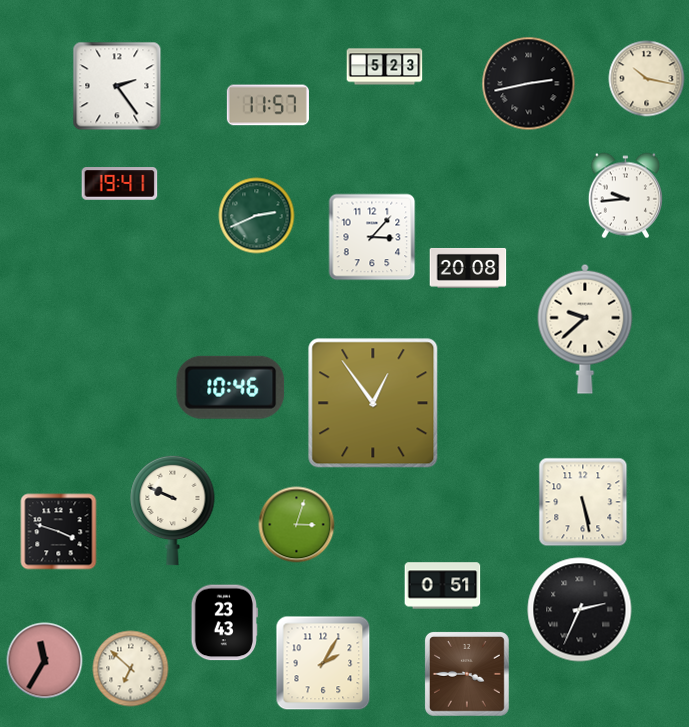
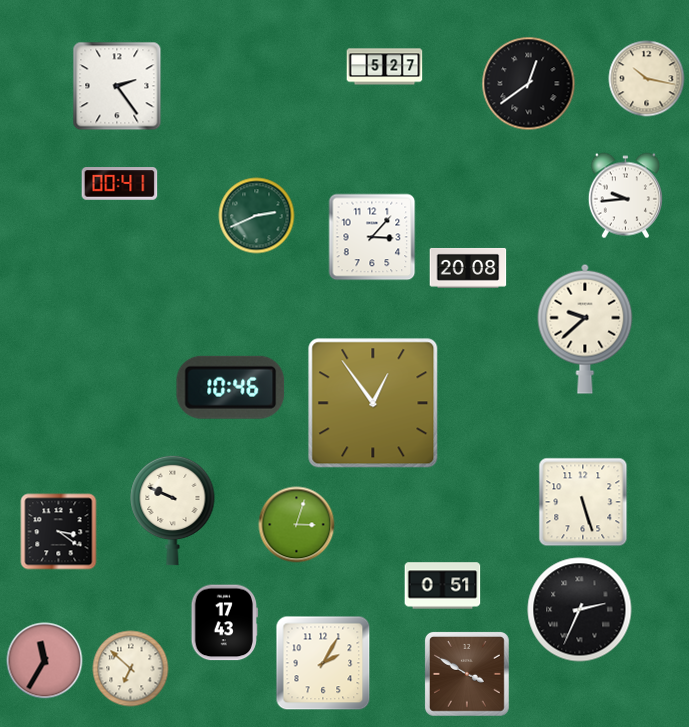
clock at (385, 67): 5:23 -> 5:27
clock at (529, 84): 2:43 -> 12:39
clock at (268, 105): 11:57 -> none
clock at (120, 184): 19:41 -> 00:41
clock at (583, 502): 5:28 -> 5:27
clock at (59, 532): 3:48 -> 3:21
clock at (224, 623): 23:43 -> 17:43
clock at (467, 674): 3:45 -> 3:50
